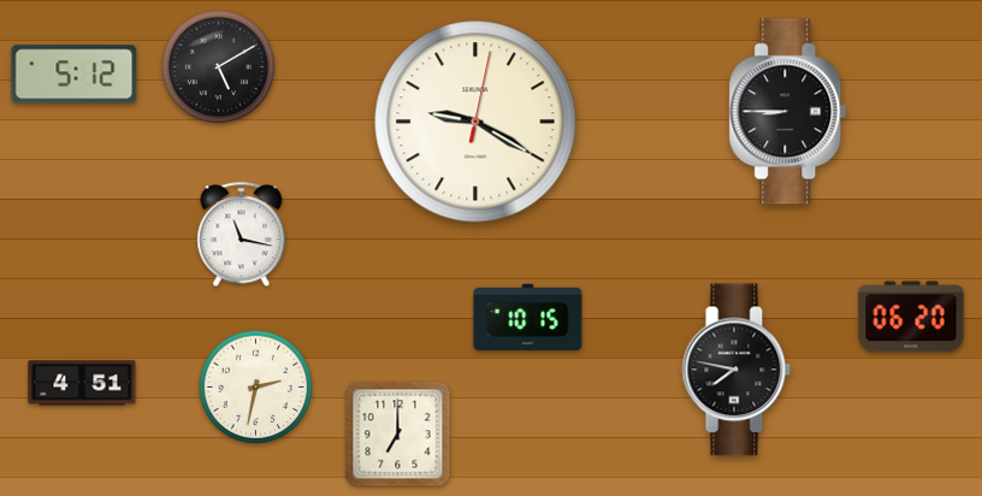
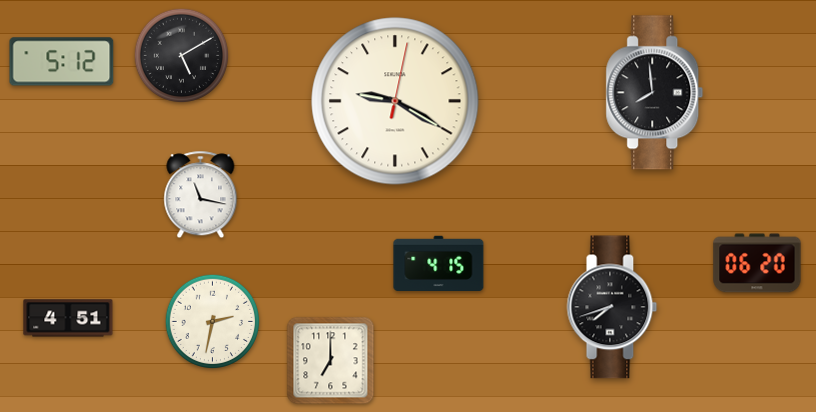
clock at (788, 112): 8:45 -> 7:59
clock at (528, 317): 10:15 -> 4:15
clock at (736, 370): 7:47 -> 7:42
